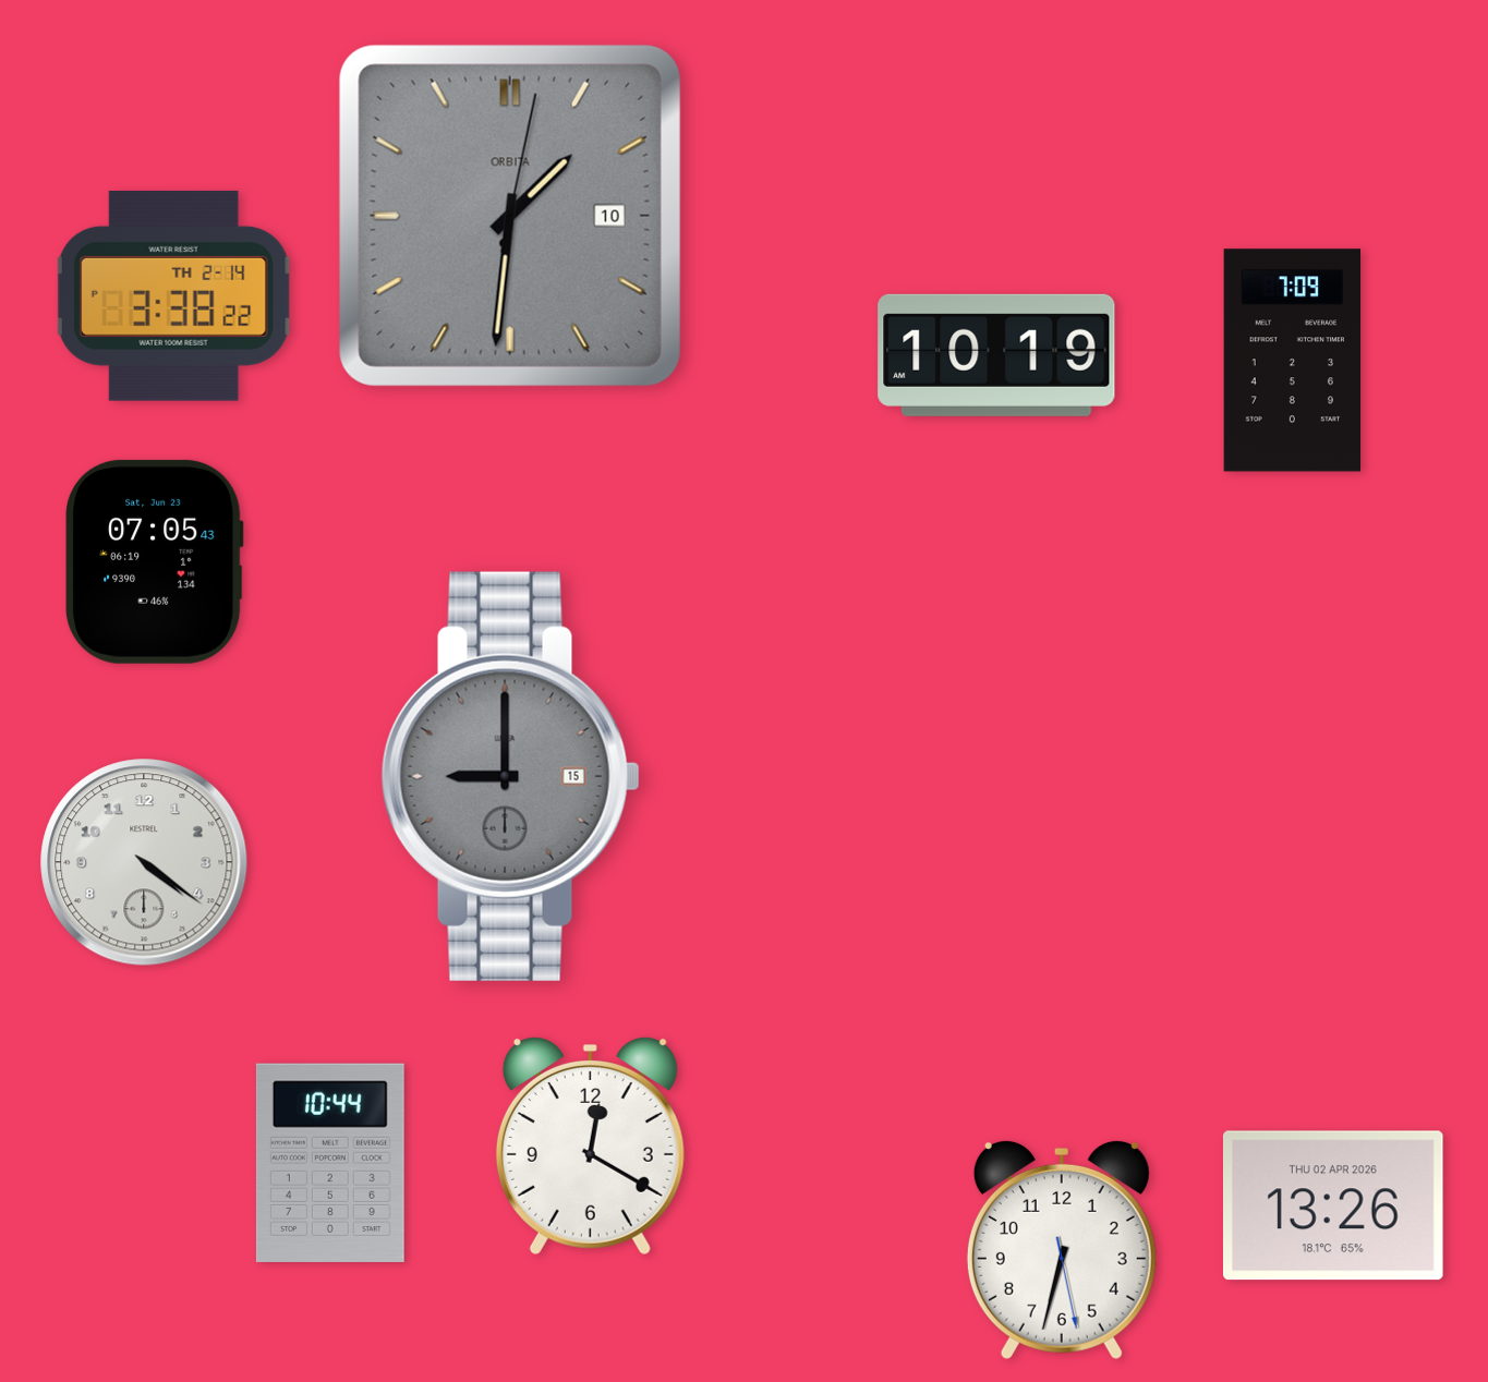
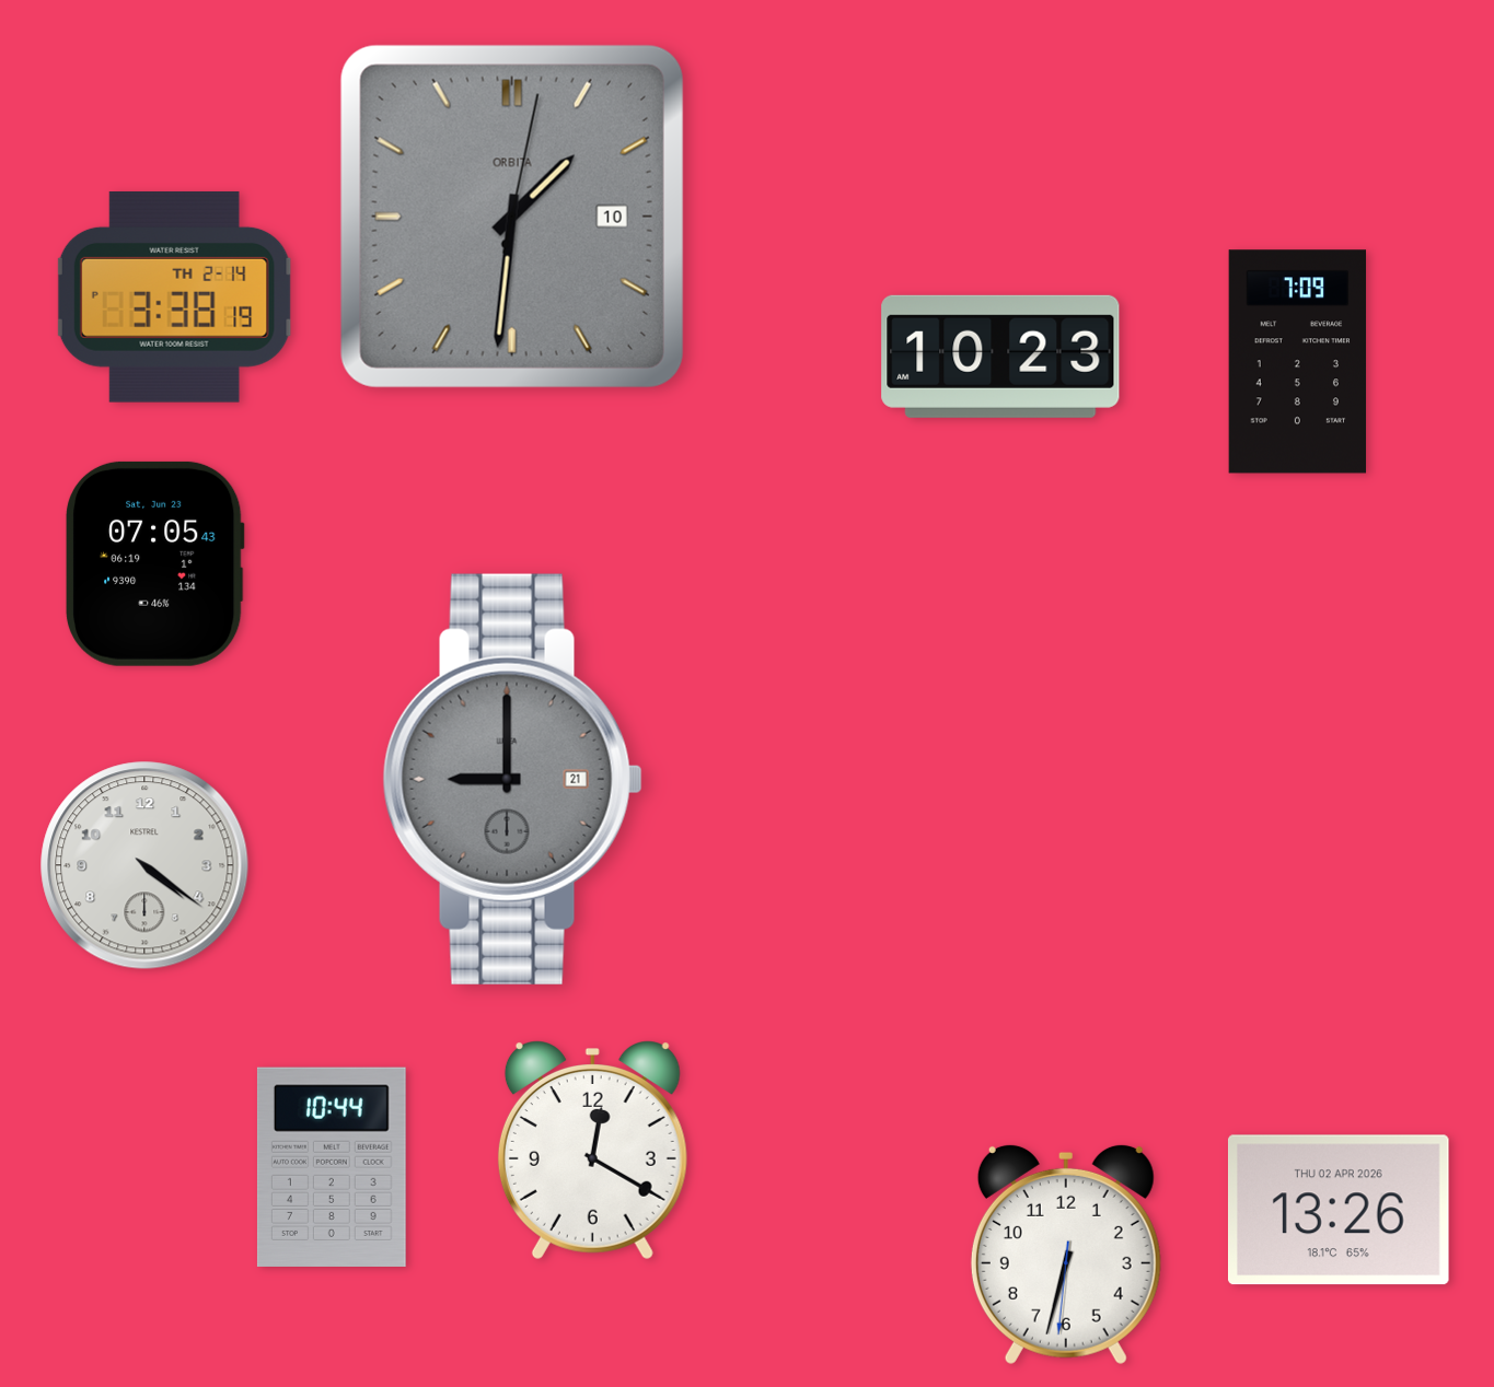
clock at (174, 295): 3:38:22 PM -> 3:38:19 PM
clock at (996, 355): 10:19 -> 10:23
clock at (510, 776) date: 15 -> 21
clock at (1062, 1249): 6:32:28 -> 6:32:31
